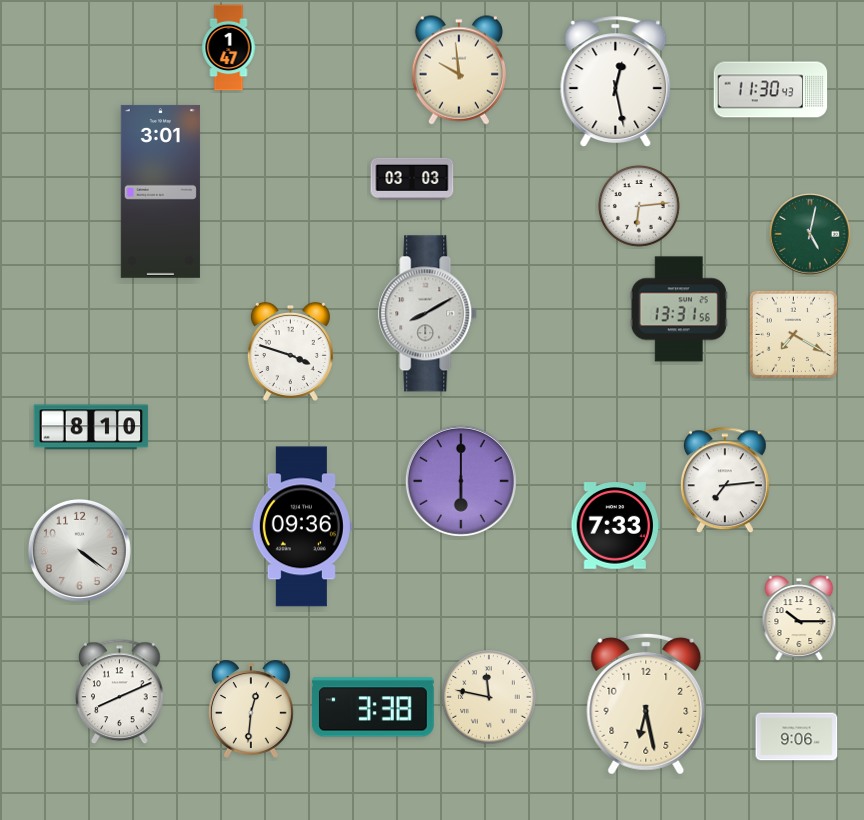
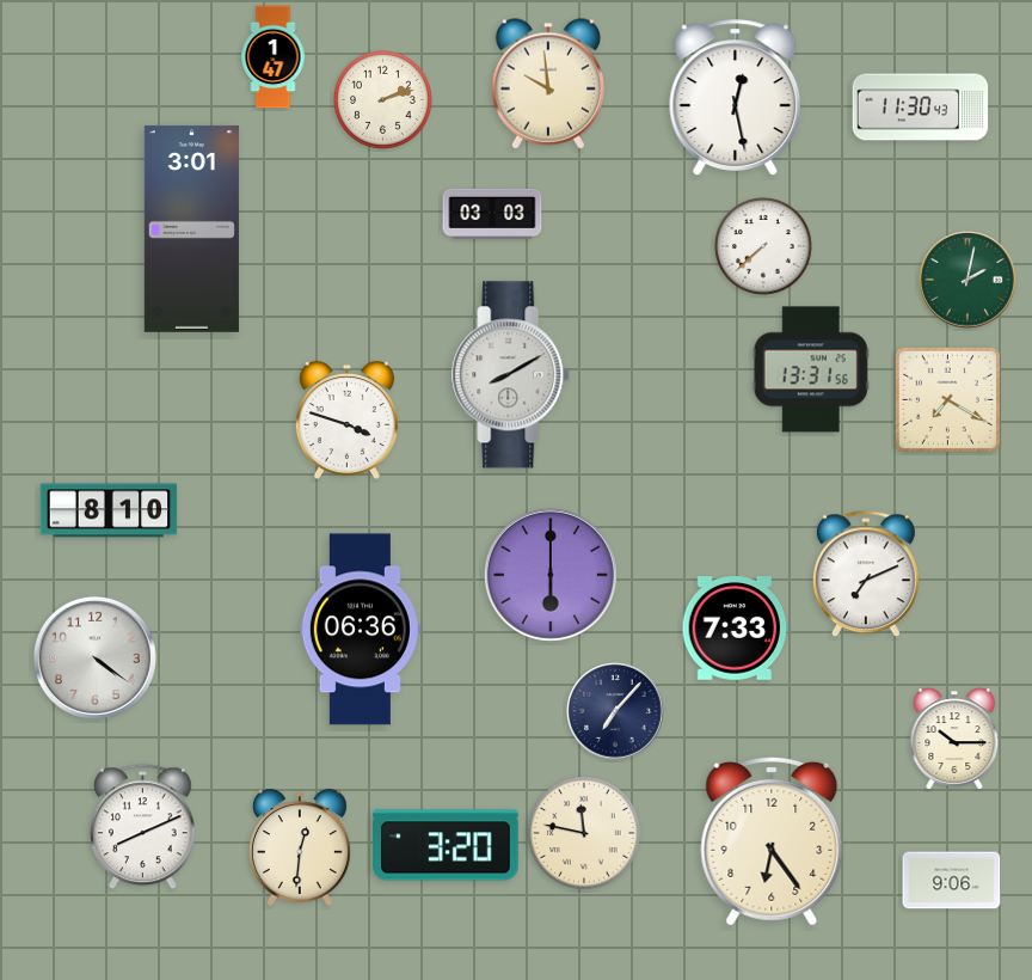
clock at (382, 99): none -> 2:12
clock at (639, 206): 6:14 -> 7:38
clock at (810, 234): 5:02 -> 2:02
clock at (725, 481): 7:14 -> 7:11
clock at (301, 527): 09:36 -> 06:36
clock at (615, 711): none -> 7:07
clock at (646, 704): 6:28 -> 6:24
clock at (374, 707): 3:38 -> 3:20
